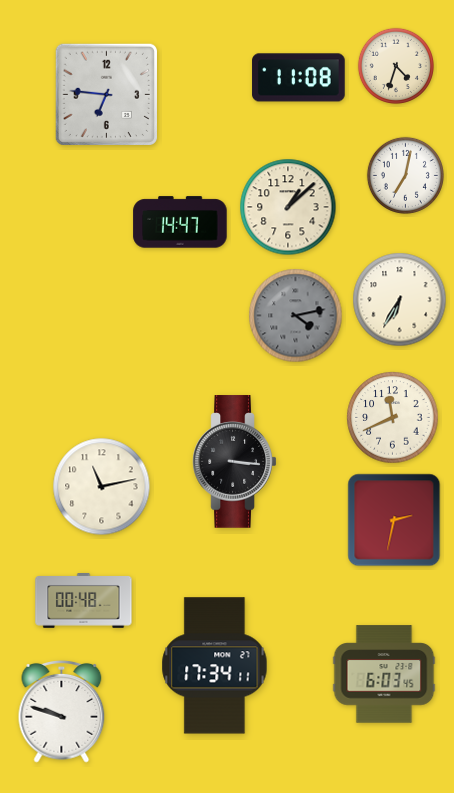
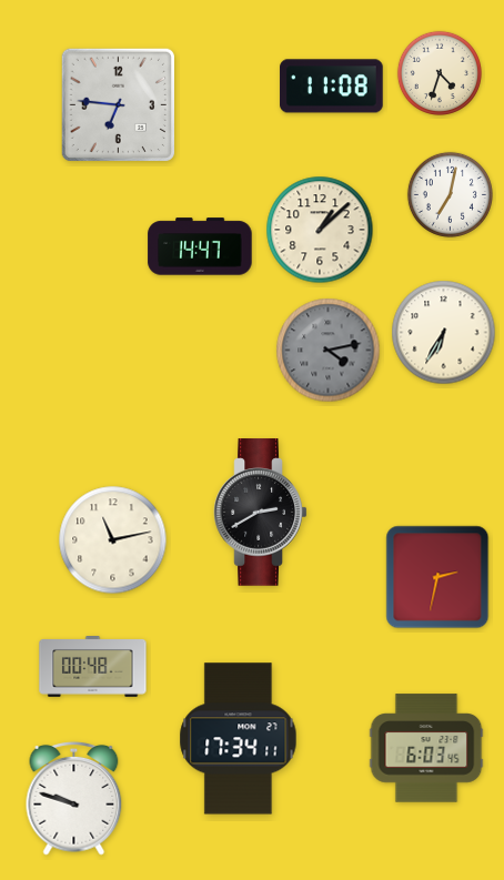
clock at (393, 418): 11:41 -> none
clock at (235, 462): 3:16 -> 2:40
clock at (62, 712) position: (62, 712) -> (74, 799)
